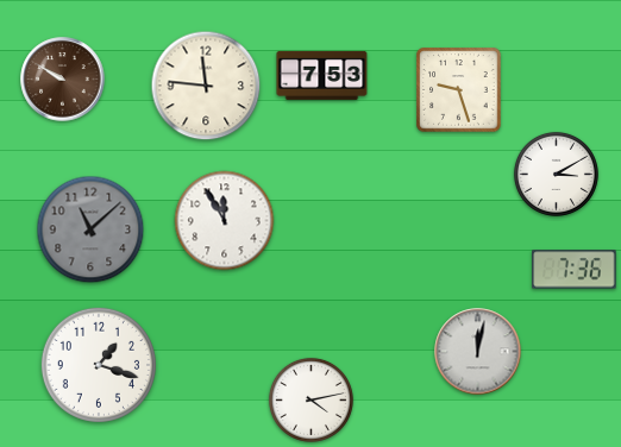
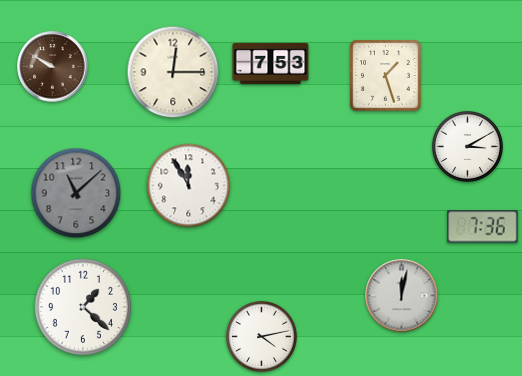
clock at (206, 86): 11:46 -> 12:15
clock at (459, 90): 9:27 -> 1:27
clock at (98, 364): 1:18 -> 1:22
